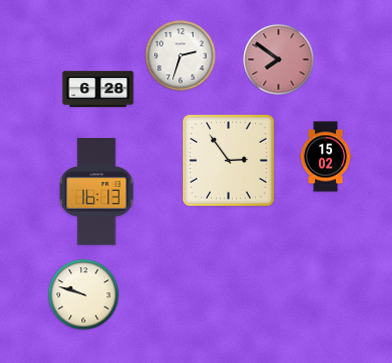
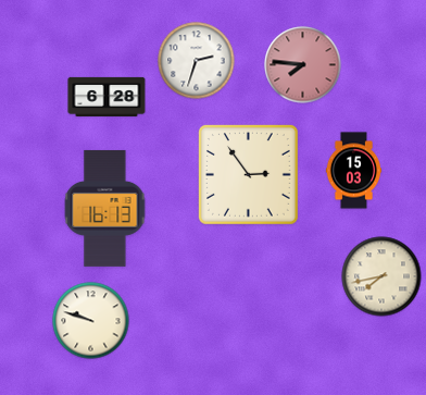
clock at (279, 60): 7:51 -> 7:46
clock at (325, 157): 15:02 -> 15:03
clock at (381, 276): none -> 7:43
